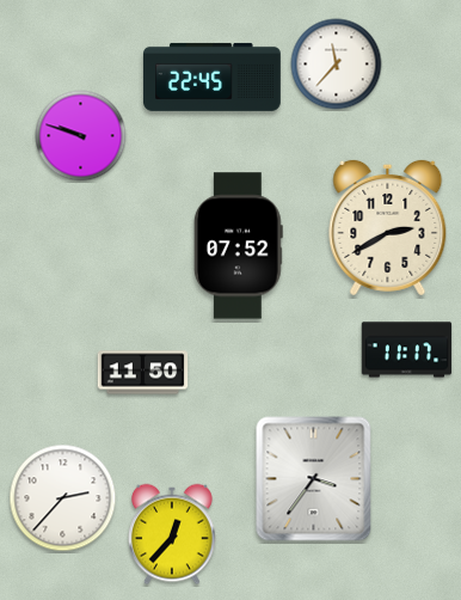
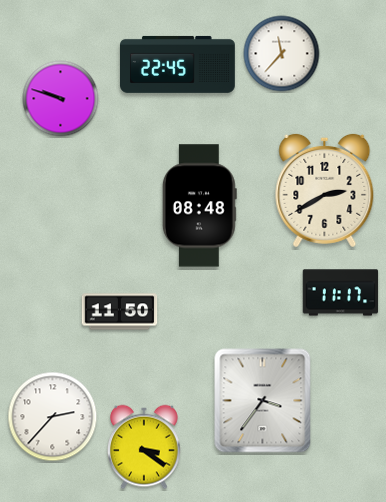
clock at (81, 136) position: (81, 136) -> (61, 99)
clock at (238, 246): 07:52 -> 08:48
clock at (173, 534): 12:37 -> 3:21
